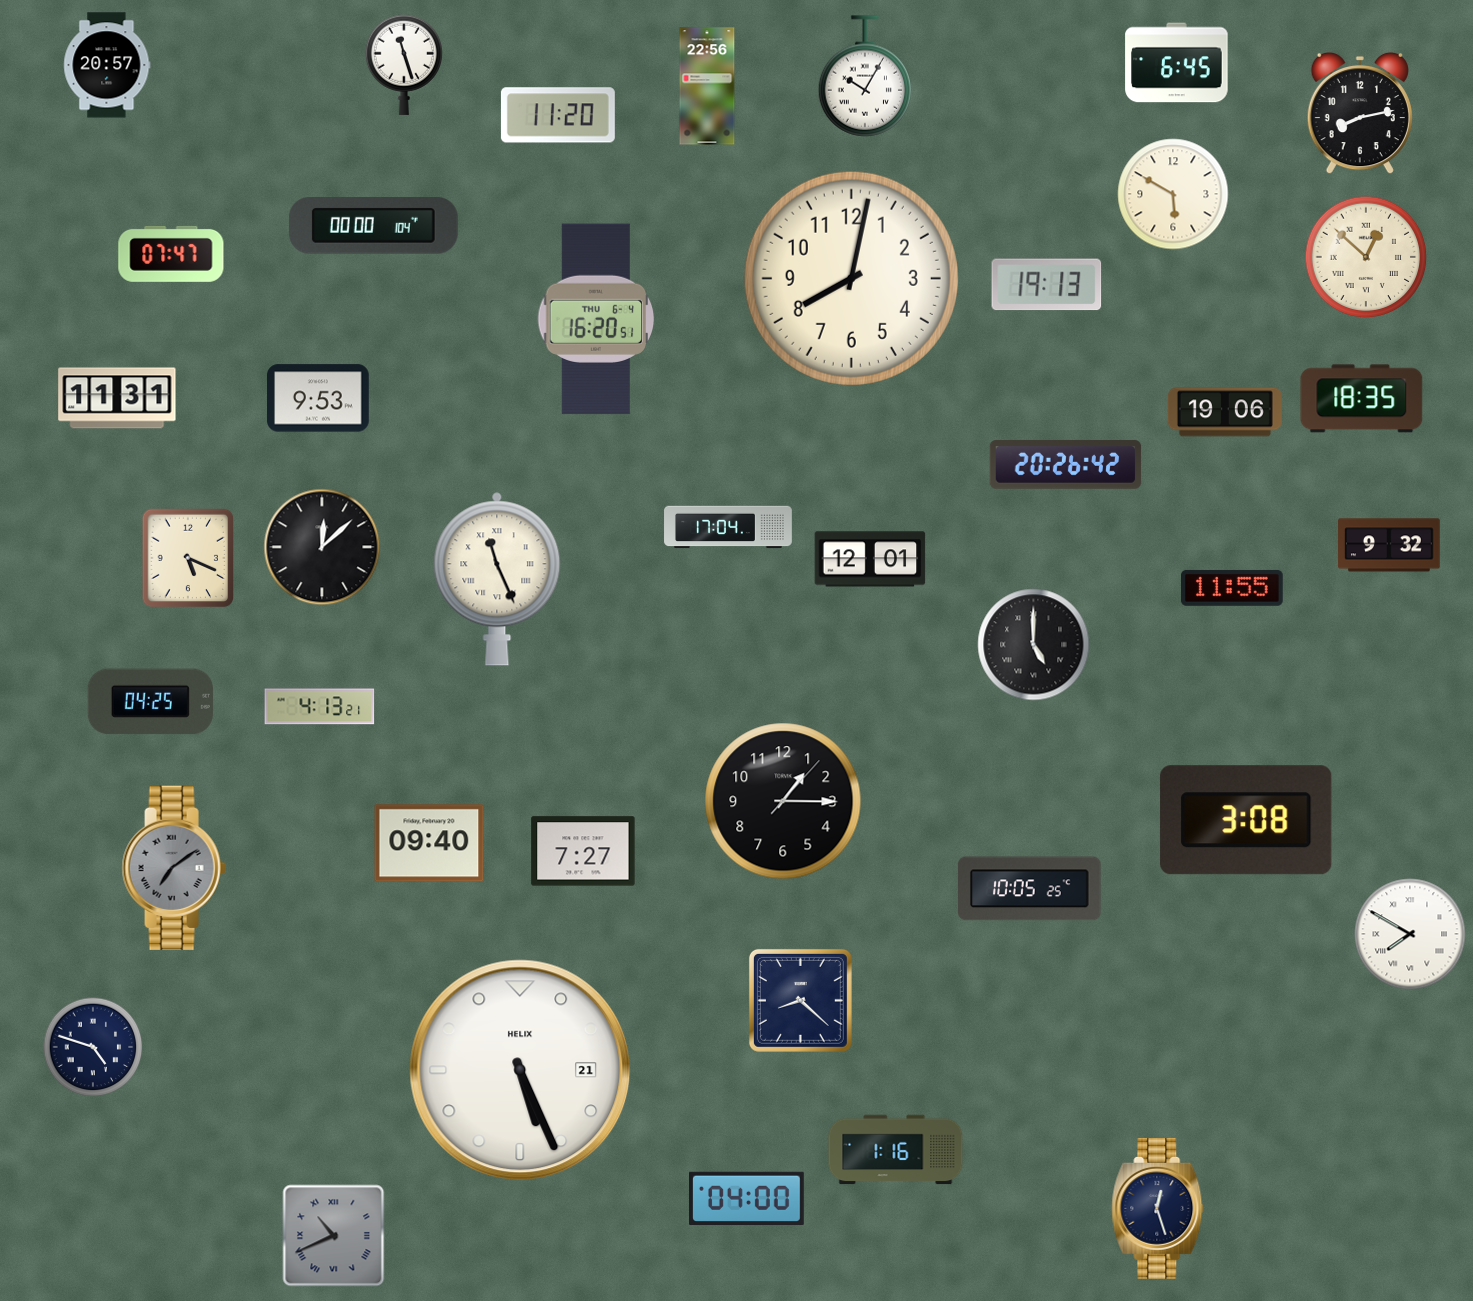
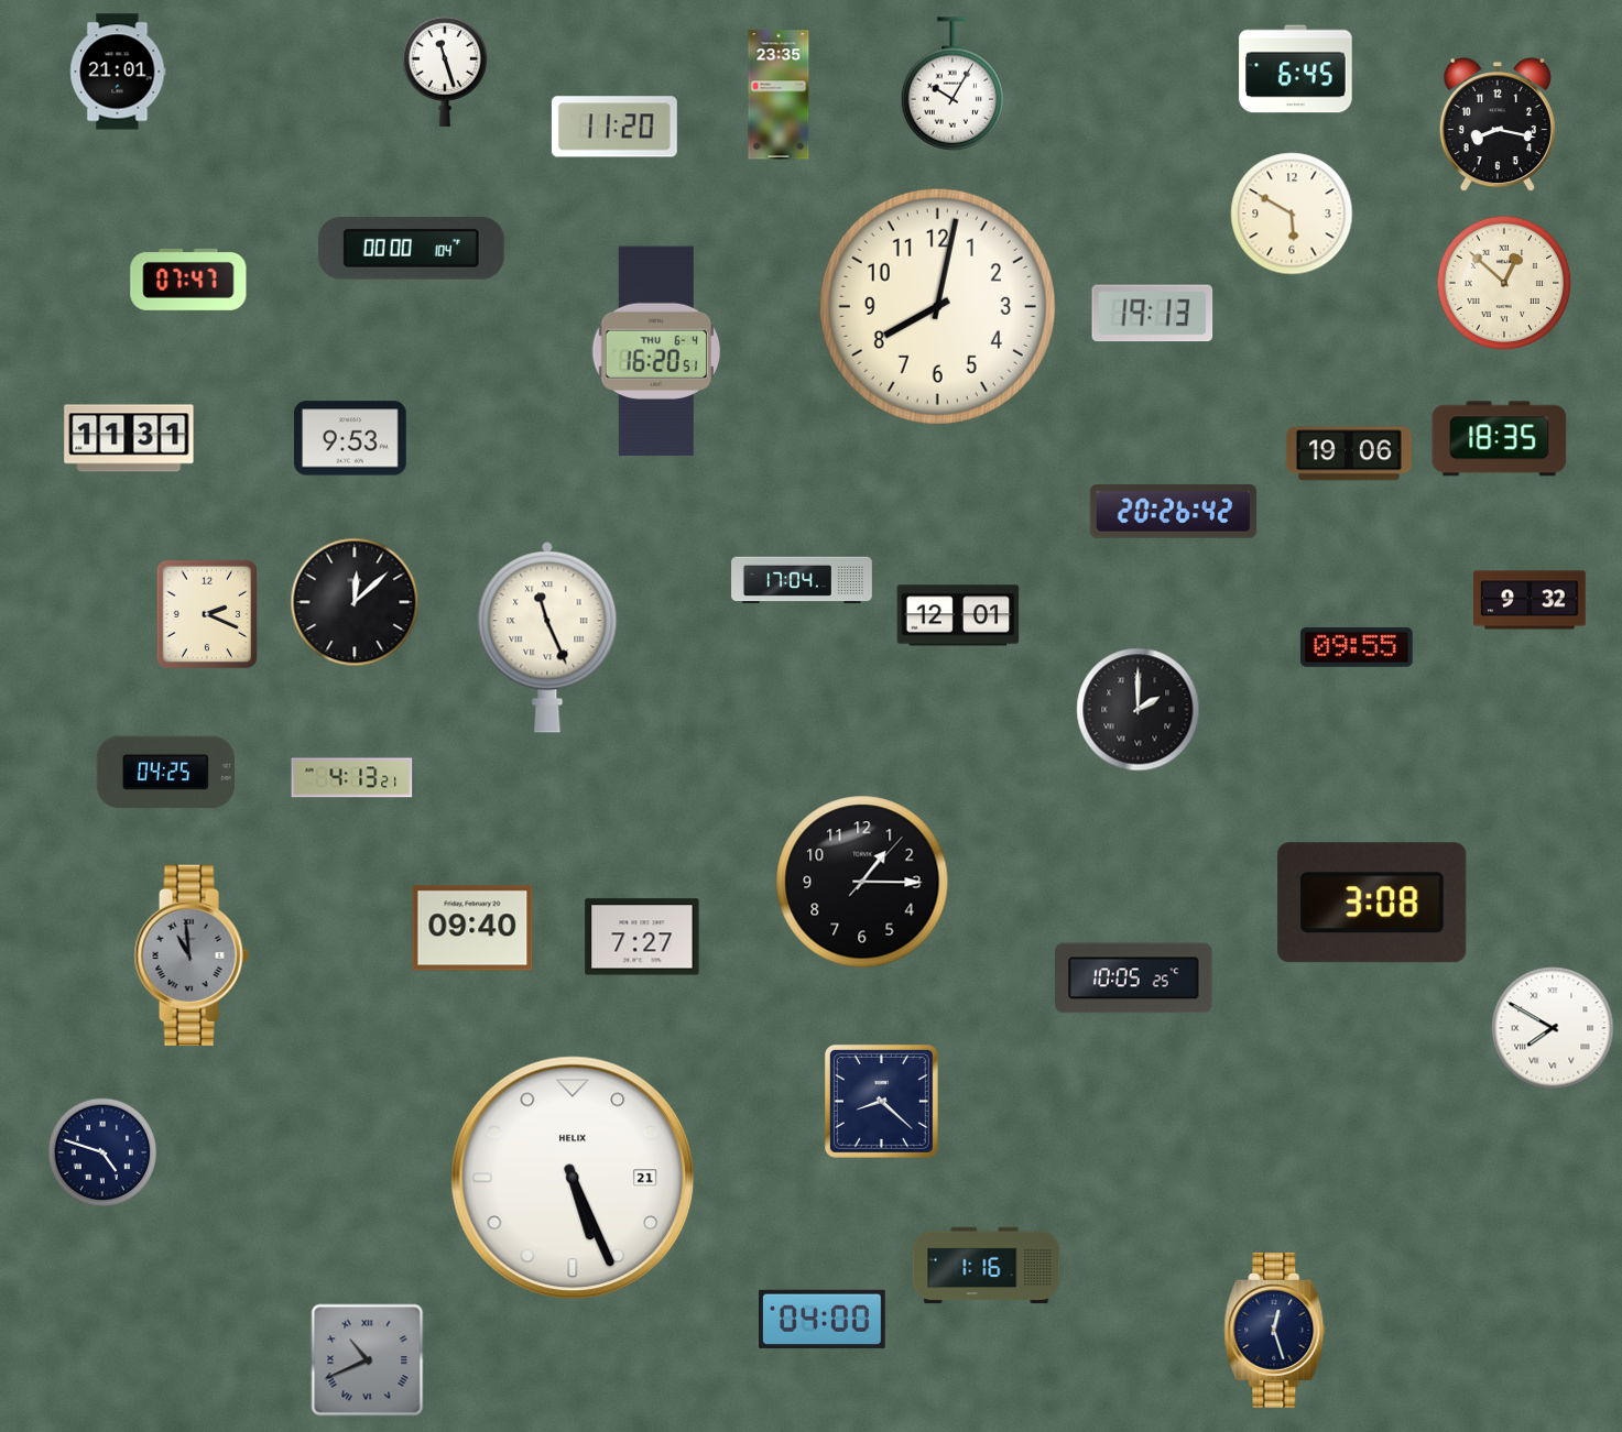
clock at (107, 65): 20:57 -> 21:01
clock at (707, 86): 22:56 -> 23:35
clock at (1360, 113): 8:13 -> 8:17
clock at (188, 558): 5:19 -> 2:19
clock at (1233, 588): 11:55 -> 09:55
clock at (1034, 645): 5:00 -> 2:00
clock at (174, 867): 7:09 -> 10:59
